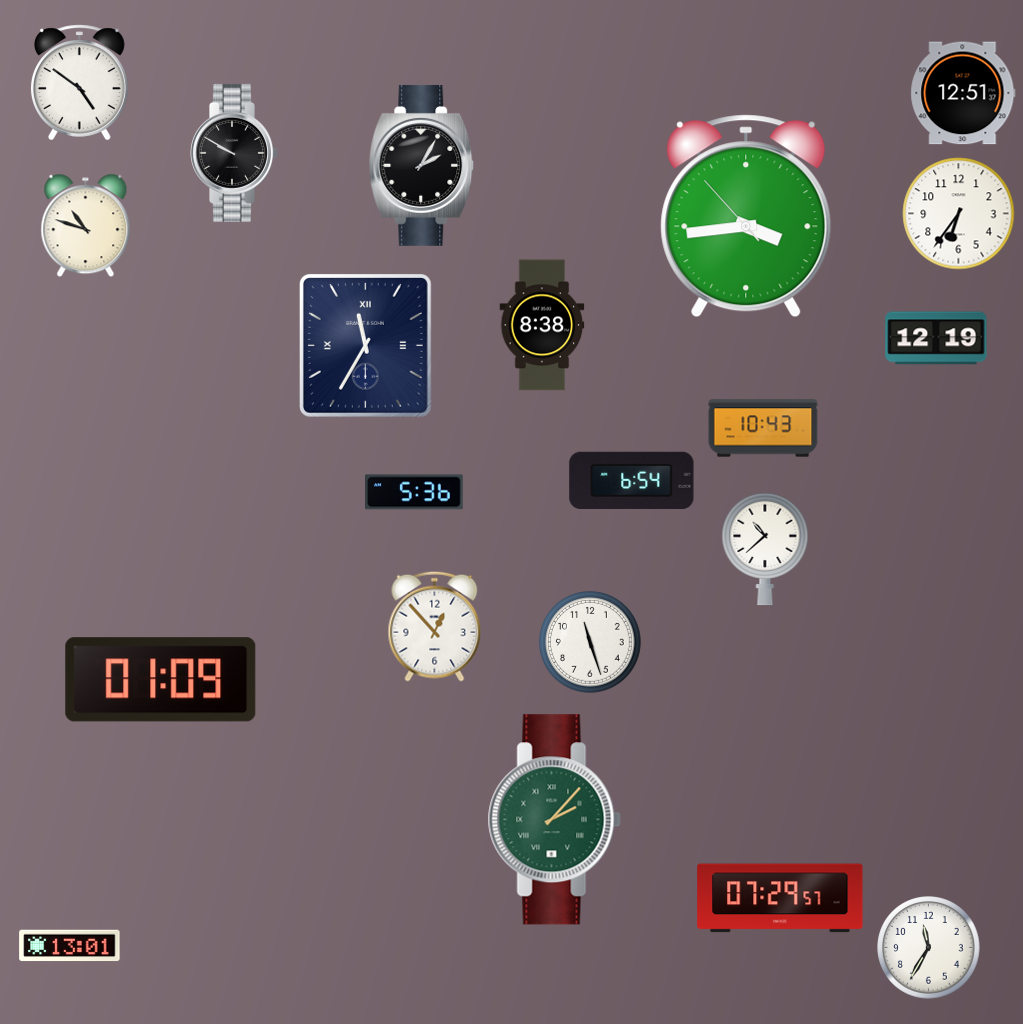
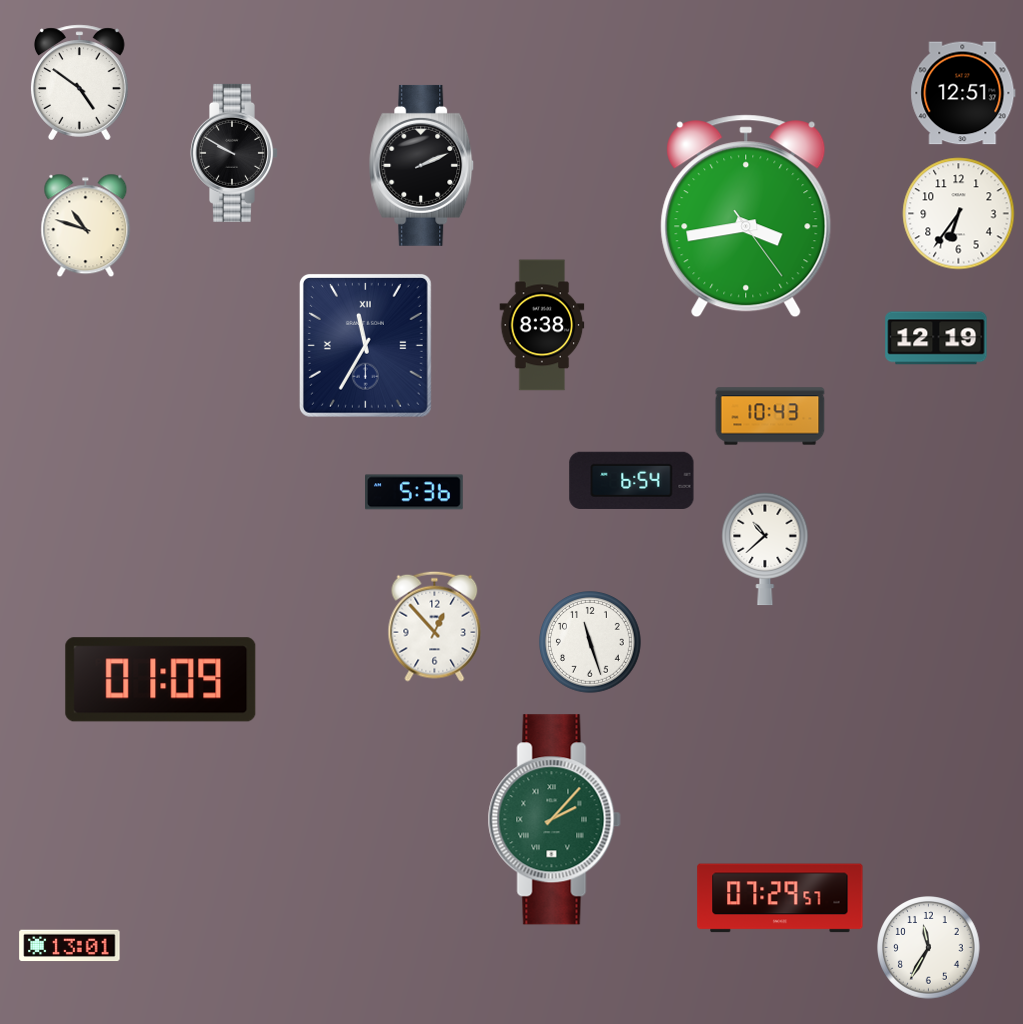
clock at (422, 165): 2:05 -> 2:11
clock at (746, 216): 3:43:53 -> 3:43:24
clock at (763, 428) position: (763, 428) -> (770, 416)
